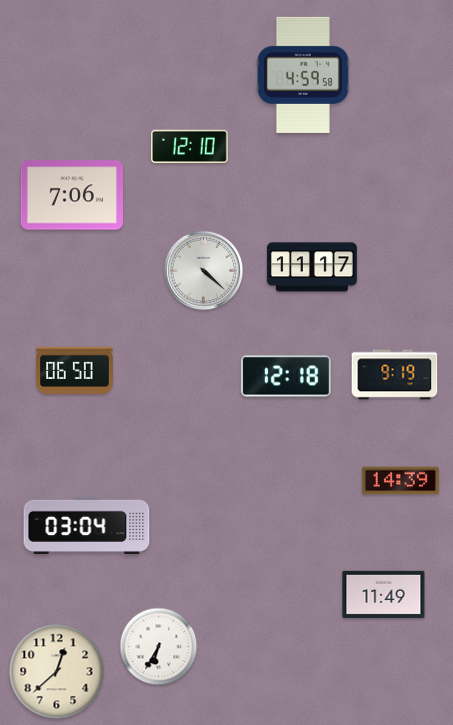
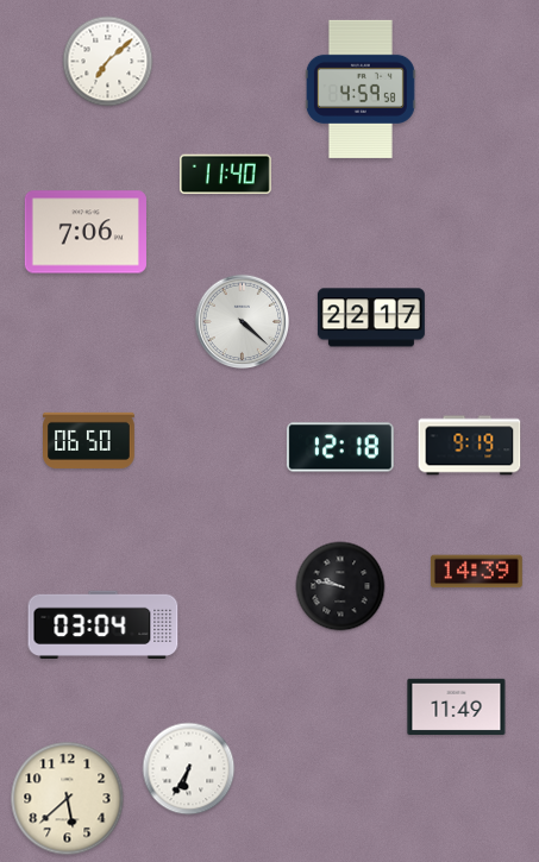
clock at (108, 62): none -> 7:08
clock at (189, 147): 12:10 -> 11:40
clock at (312, 267): 11:17 -> 22:17
clock at (340, 586): none -> 9:47
clock at (57, 672): 12:38 -> 5:38
